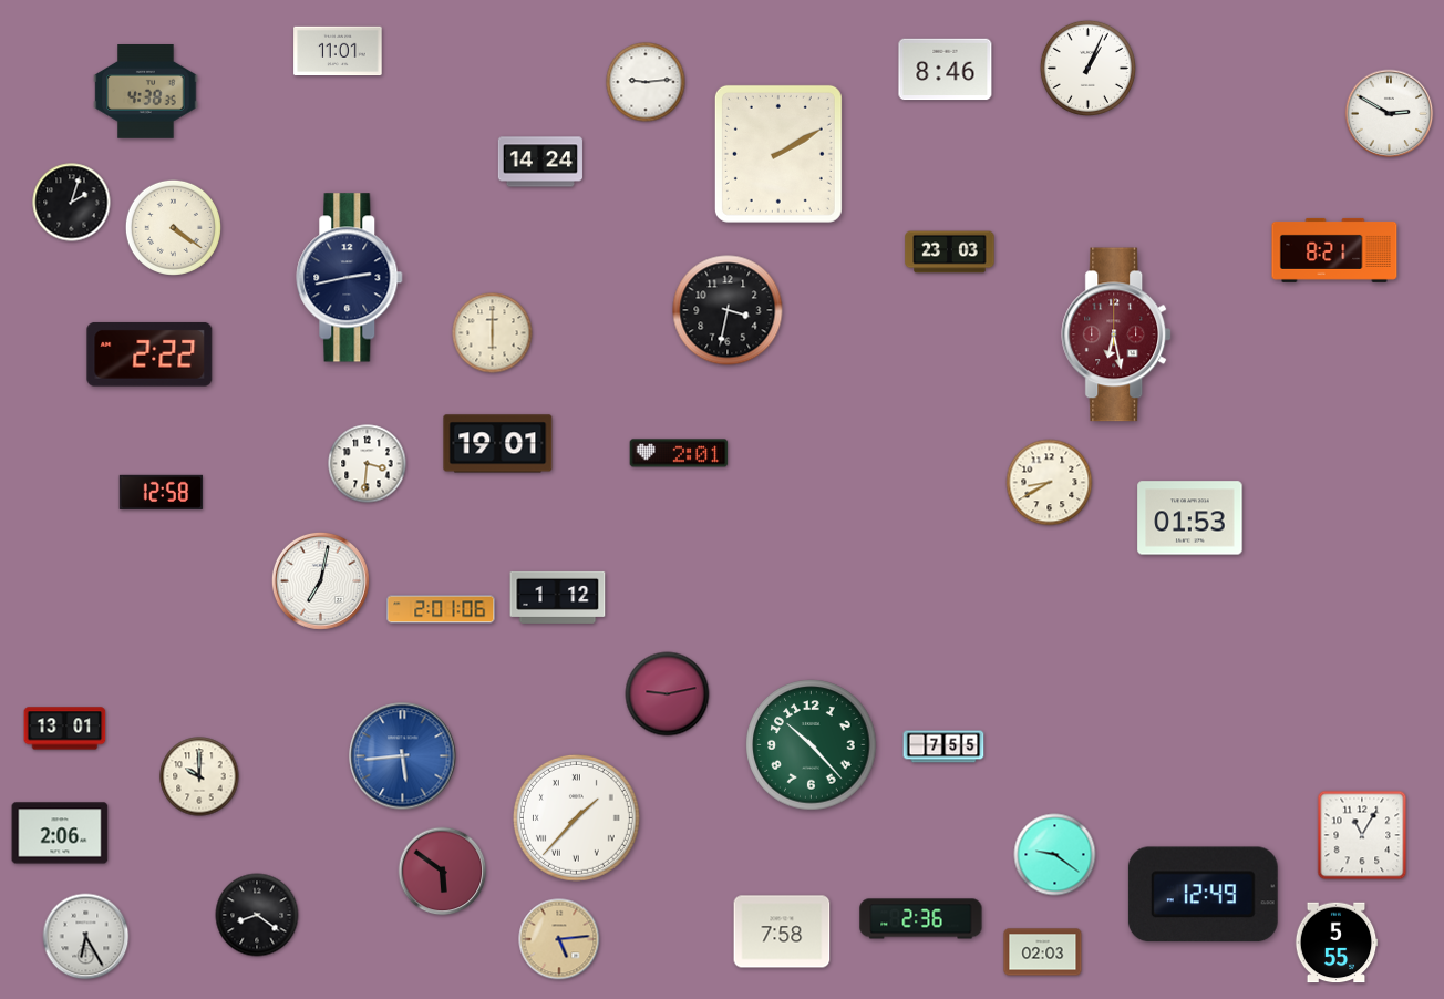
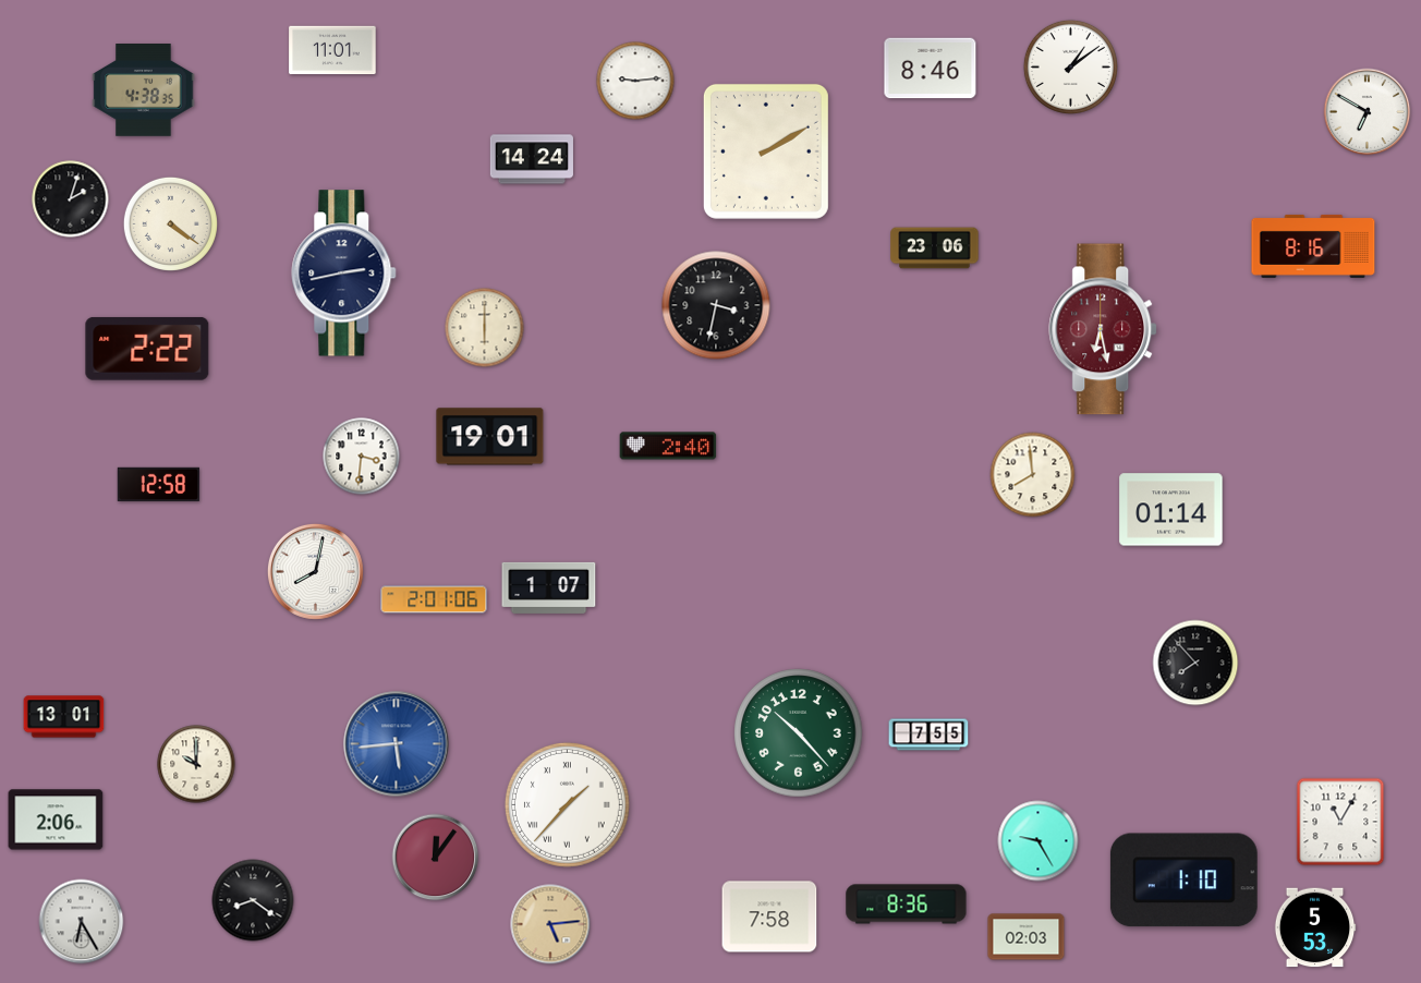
clock at (1087, 68): 1:04 -> 1:09
clock at (1390, 114): 2:50 -> 6:50
clock at (1334, 250): 8:21 -> 8:16
clock at (950, 253): 23:03 -> 23:06
clock at (1117, 334) position: (1117, 334) -> (1104, 329)
clock at (679, 453): 2:01 -> 2:40
clock at (1050, 483): 8:40 -> 7:59
clock at (1190, 518): 01:53 -> 01:14
clock at (320, 580): 7:02 -> 8:02
clock at (558, 597): 1:12 -> 1:07
clock at (1195, 663): none -> 7:53
clock at (668, 694): 9:13 -> none
clock at (60, 833) position: (60, 833) -> (56, 820)
clock at (1055, 855): 9:21 -> 9:25
clock at (443, 872): 5:51 -> 12:06
clock at (1203, 895): 12:49 -> 1:10
clock at (921, 919): 2:36 -> 8:36
clock at (86, 937) position: (86, 937) -> (82, 922)
clock at (1337, 943): 5:55 -> 5:53
